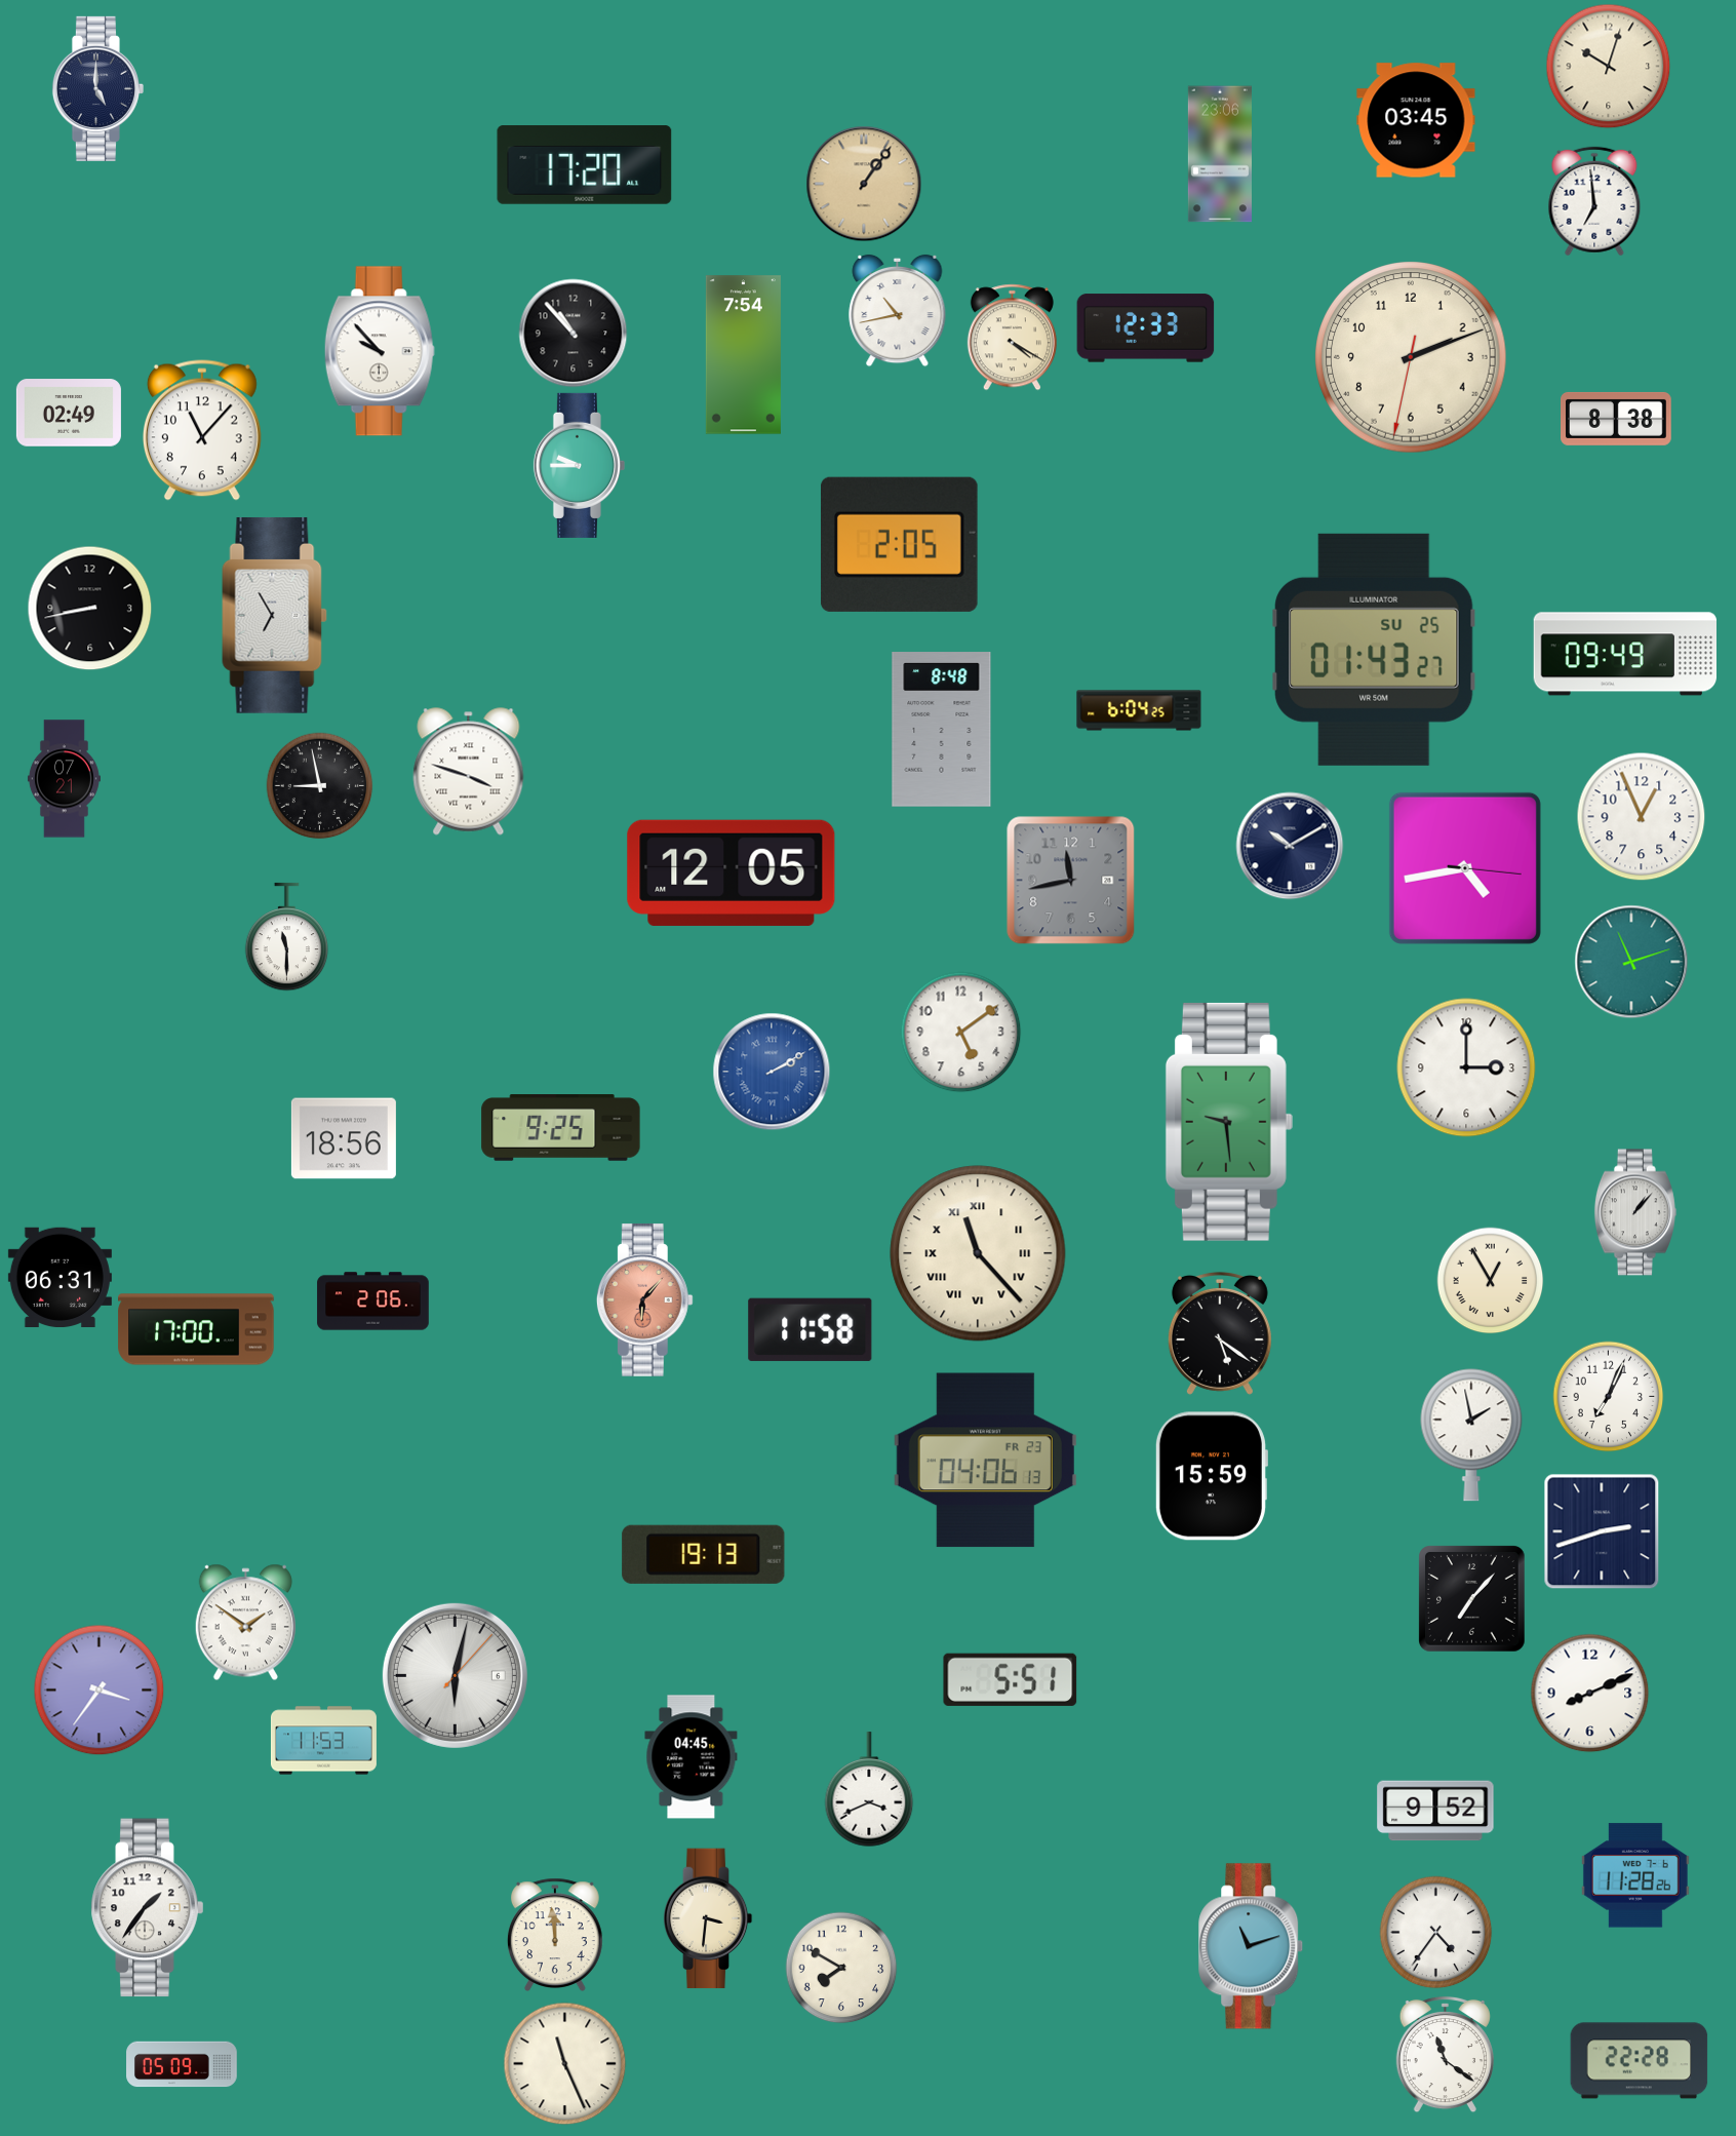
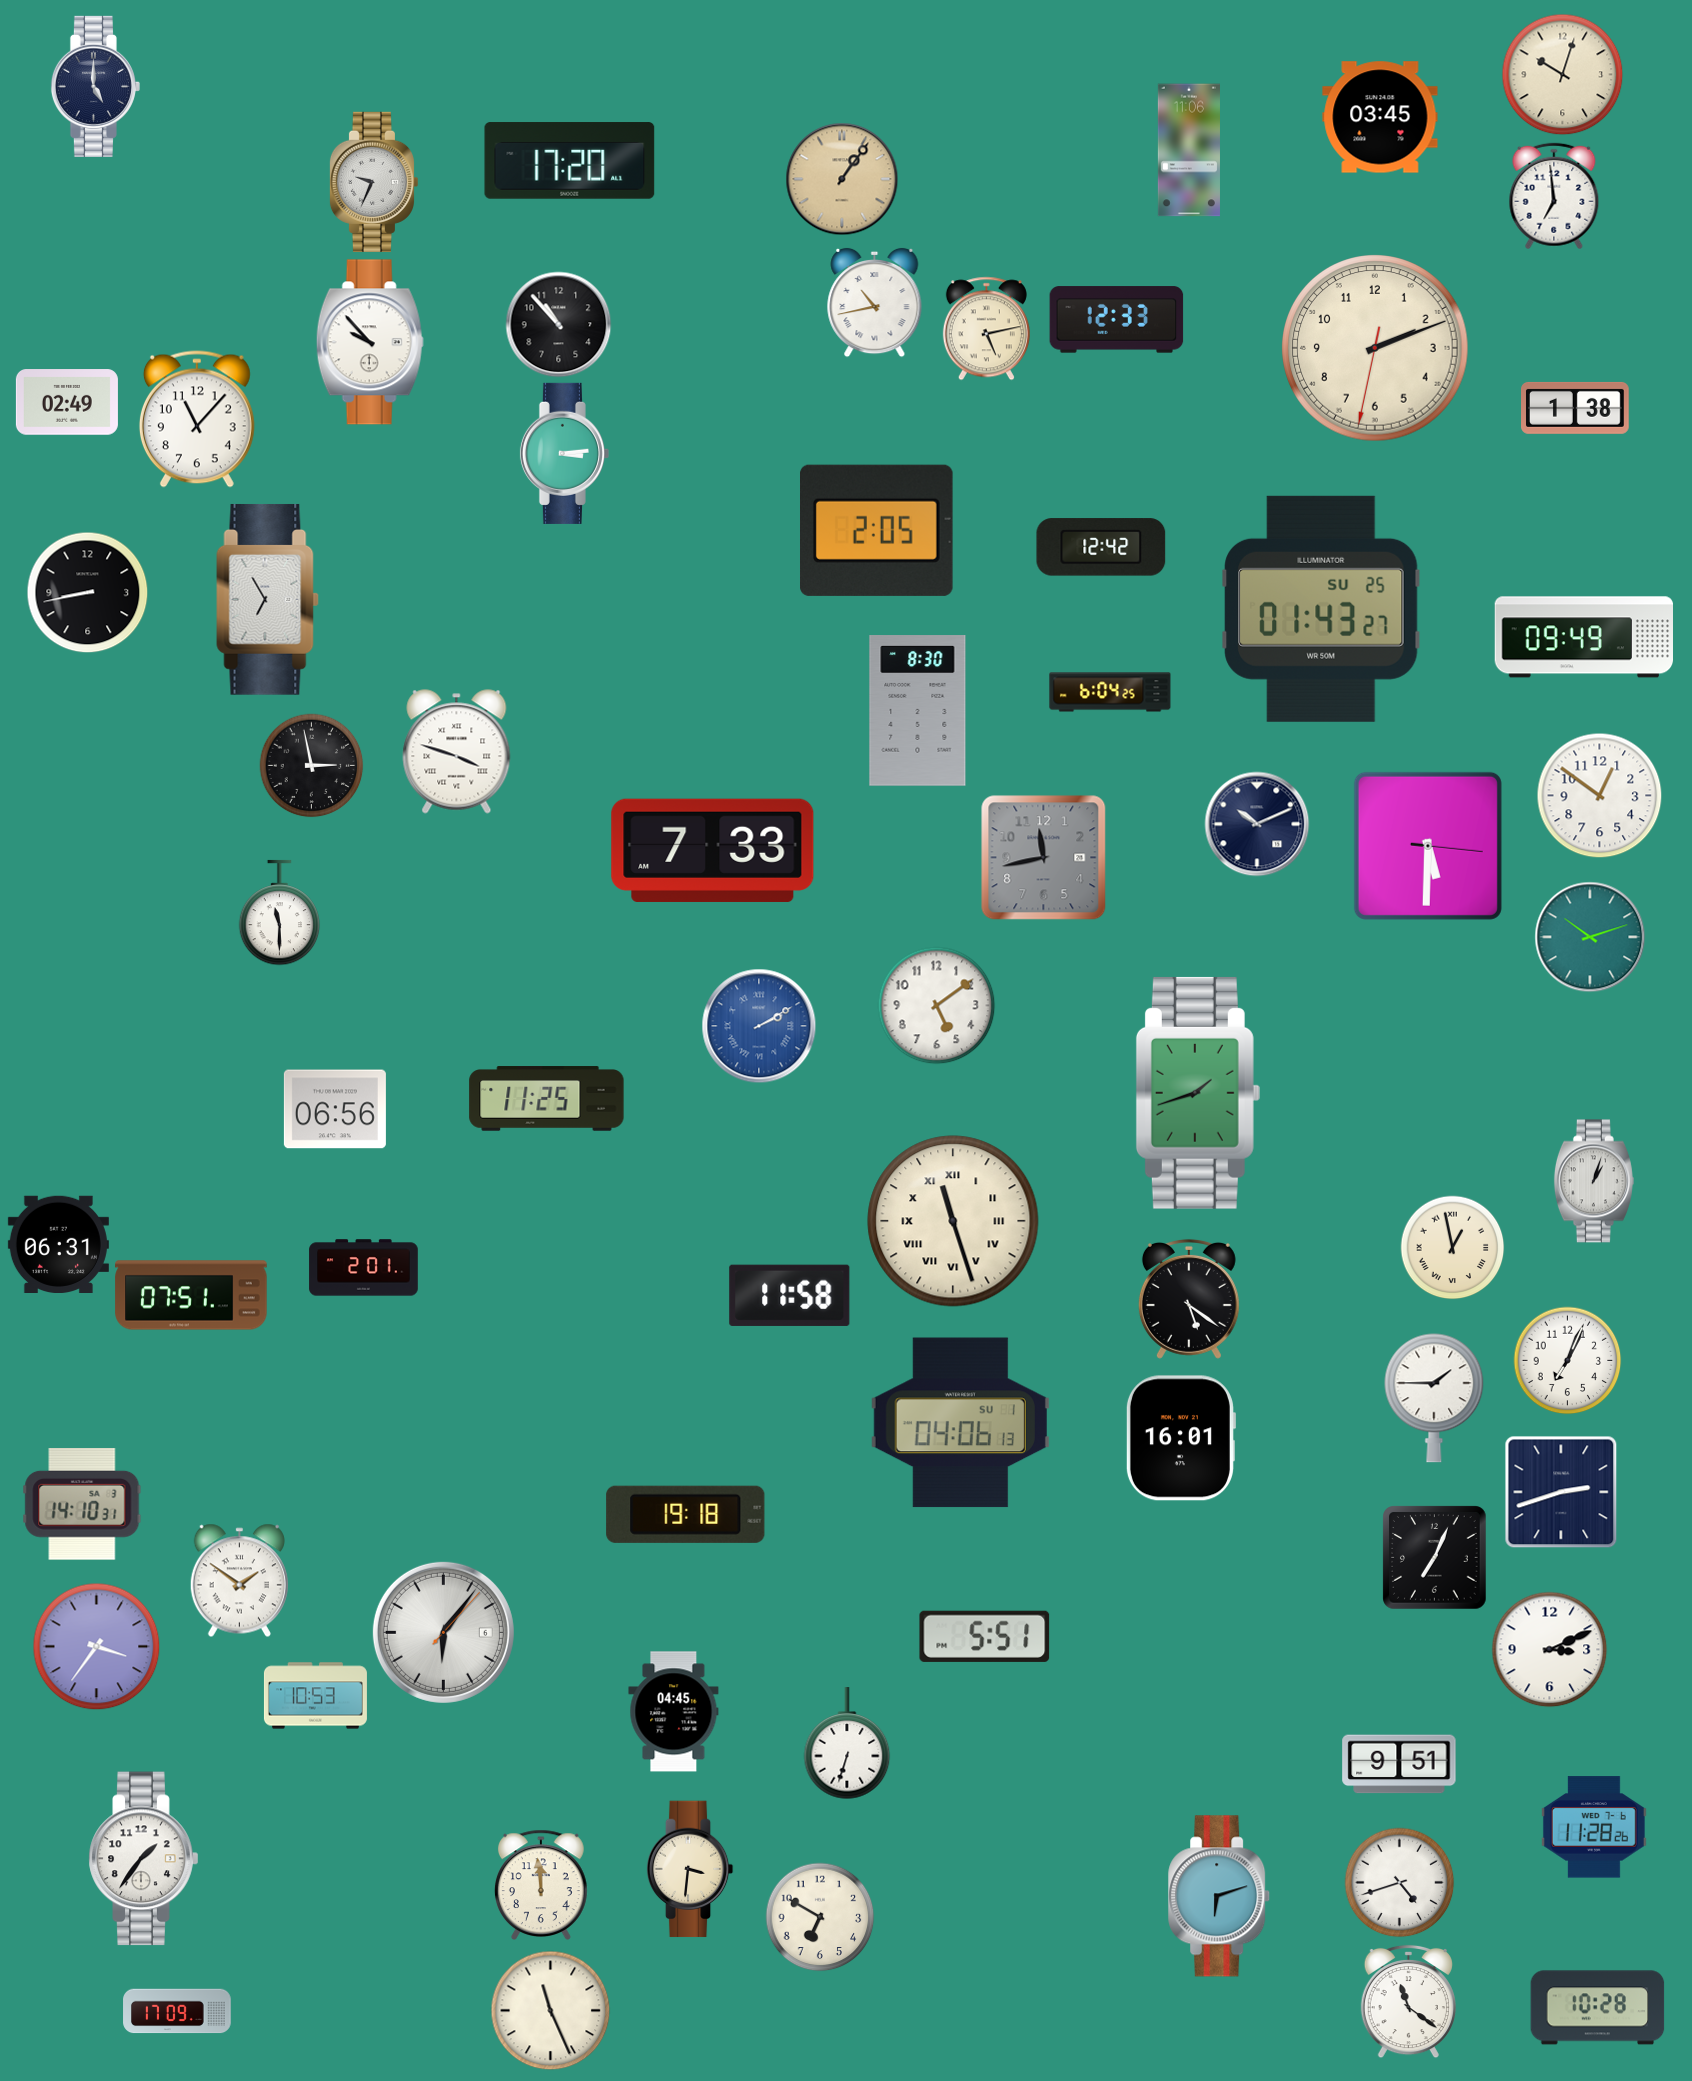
clock at (1609, 67) position: (1609, 67) -> (1563, 75)
clock at (1220, 154): 23:06 -> 11:06
clock at (373, 182): none -> 9:34
clock at (1012, 338): 4:20 -> 5:13
clock at (743, 355): 7:54 -> none
clock at (1617, 419): 8:38 -> 1:38
clock at (579, 465): 9:45 -> 3:14
clock at (1101, 547): none -> 12:42
clock at (1374, 650) position: (1374, 650) -> (1321, 609)
clock at (942, 730): 8:48 -> 8:30
clock at (64, 779): 07:21 -> none
clock at (320, 786): 8:58 -> 2:58
clock at (1642, 817): 12:56 -> 12:51
clock at (1290, 846): 10:10 -> 10:11
clock at (1465, 868): 4:43 -> 5:30
clock at (732, 872): 12:05 -> 7:33
clock at (1631, 962): 11:12 -> 10:12
clock at (1466, 1067): 3:00 -> none
clock at (772, 1072) position: (772, 1072) -> (759, 1026)
clock at (1229, 1122): 9:29 -> 1:42
clock at (561, 1128): 9:25 -> 11:25
clock at (344, 1138): 18:56 -> 06:56
clock at (1635, 1212): 1:07 -> 1:03
clock at (978, 1253): 11:23 -> 11:27
clock at (1491, 1281): 12:55 -> 12:58
clock at (644, 1299): 6:07 -> none
clock at (373, 1302): 2:06 -> 2:01
clock at (196, 1329): 17:00 -> 07:51
clock at (1471, 1435): 1:58 -> 1:45
clock at (985, 1461) date: FR 23 -> SU 1
clock at (1211, 1476): 15:59 -> 16:01
clock at (82, 1505): none -> 14:10
clock at (704, 1554): 19:13 -> 19:18
clock at (1472, 1599): 7:07 -> 7:04
clock at (455, 1675): 6:02 -> 6:06
clock at (1590, 1694): 8:11 -> 3:11
clock at (323, 1741): 11:53 -> 10:53
clock at (869, 1790): 3:41 -> 6:33
clock at (1435, 1811): 9:52 -> 9:51
clock at (1436, 1933): 4:36 -> 4:42
clock at (1252, 1946): 11:12 -> 6:12
clock at (841, 1968): 7:50 -> 6:50
clock at (1640, 2061): 22:28 -> 10:28
clock at (182, 2064): 05:09 -> 17:09
